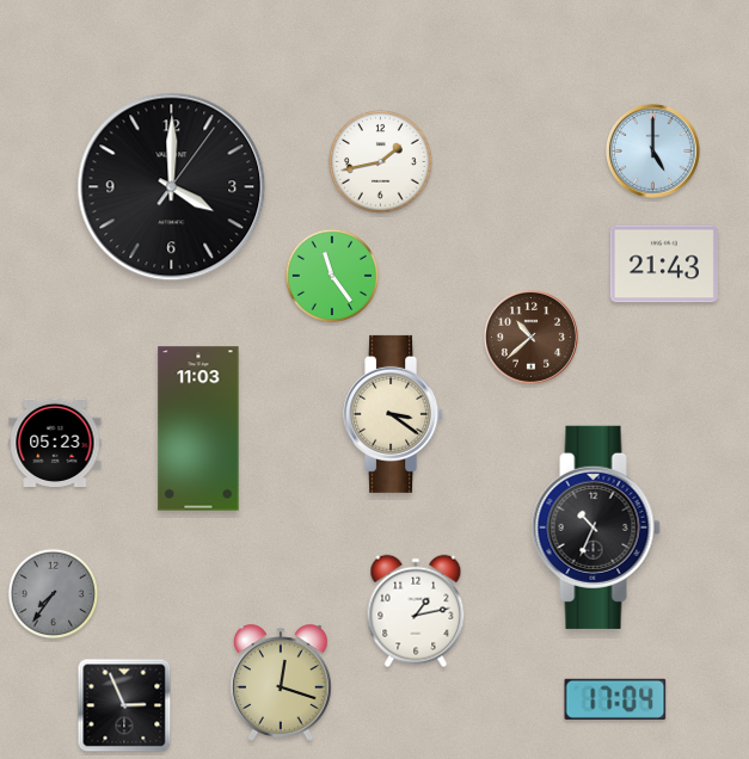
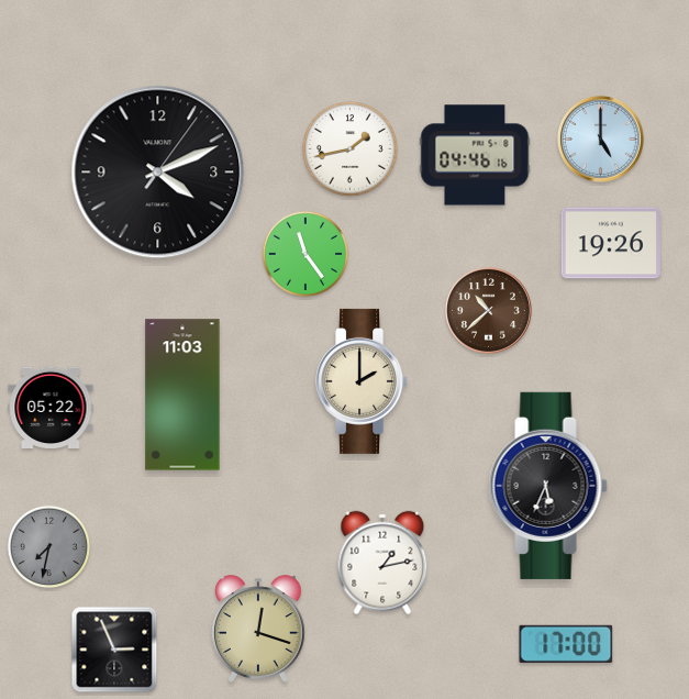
clock at (475, 155): none -> 04:46
clock at (172, 187): 4:00 -> 4:11
clock at (664, 264): 21:43 -> 19:26
clock at (394, 414): 3:21 -> 2:00
clock at (55, 443): 05:23 -> 05:22
clock at (596, 527): 10:34 -> 5:34
clock at (54, 594): 7:36 -> 7:32
clock at (615, 699): 17:04 -> 17:00
